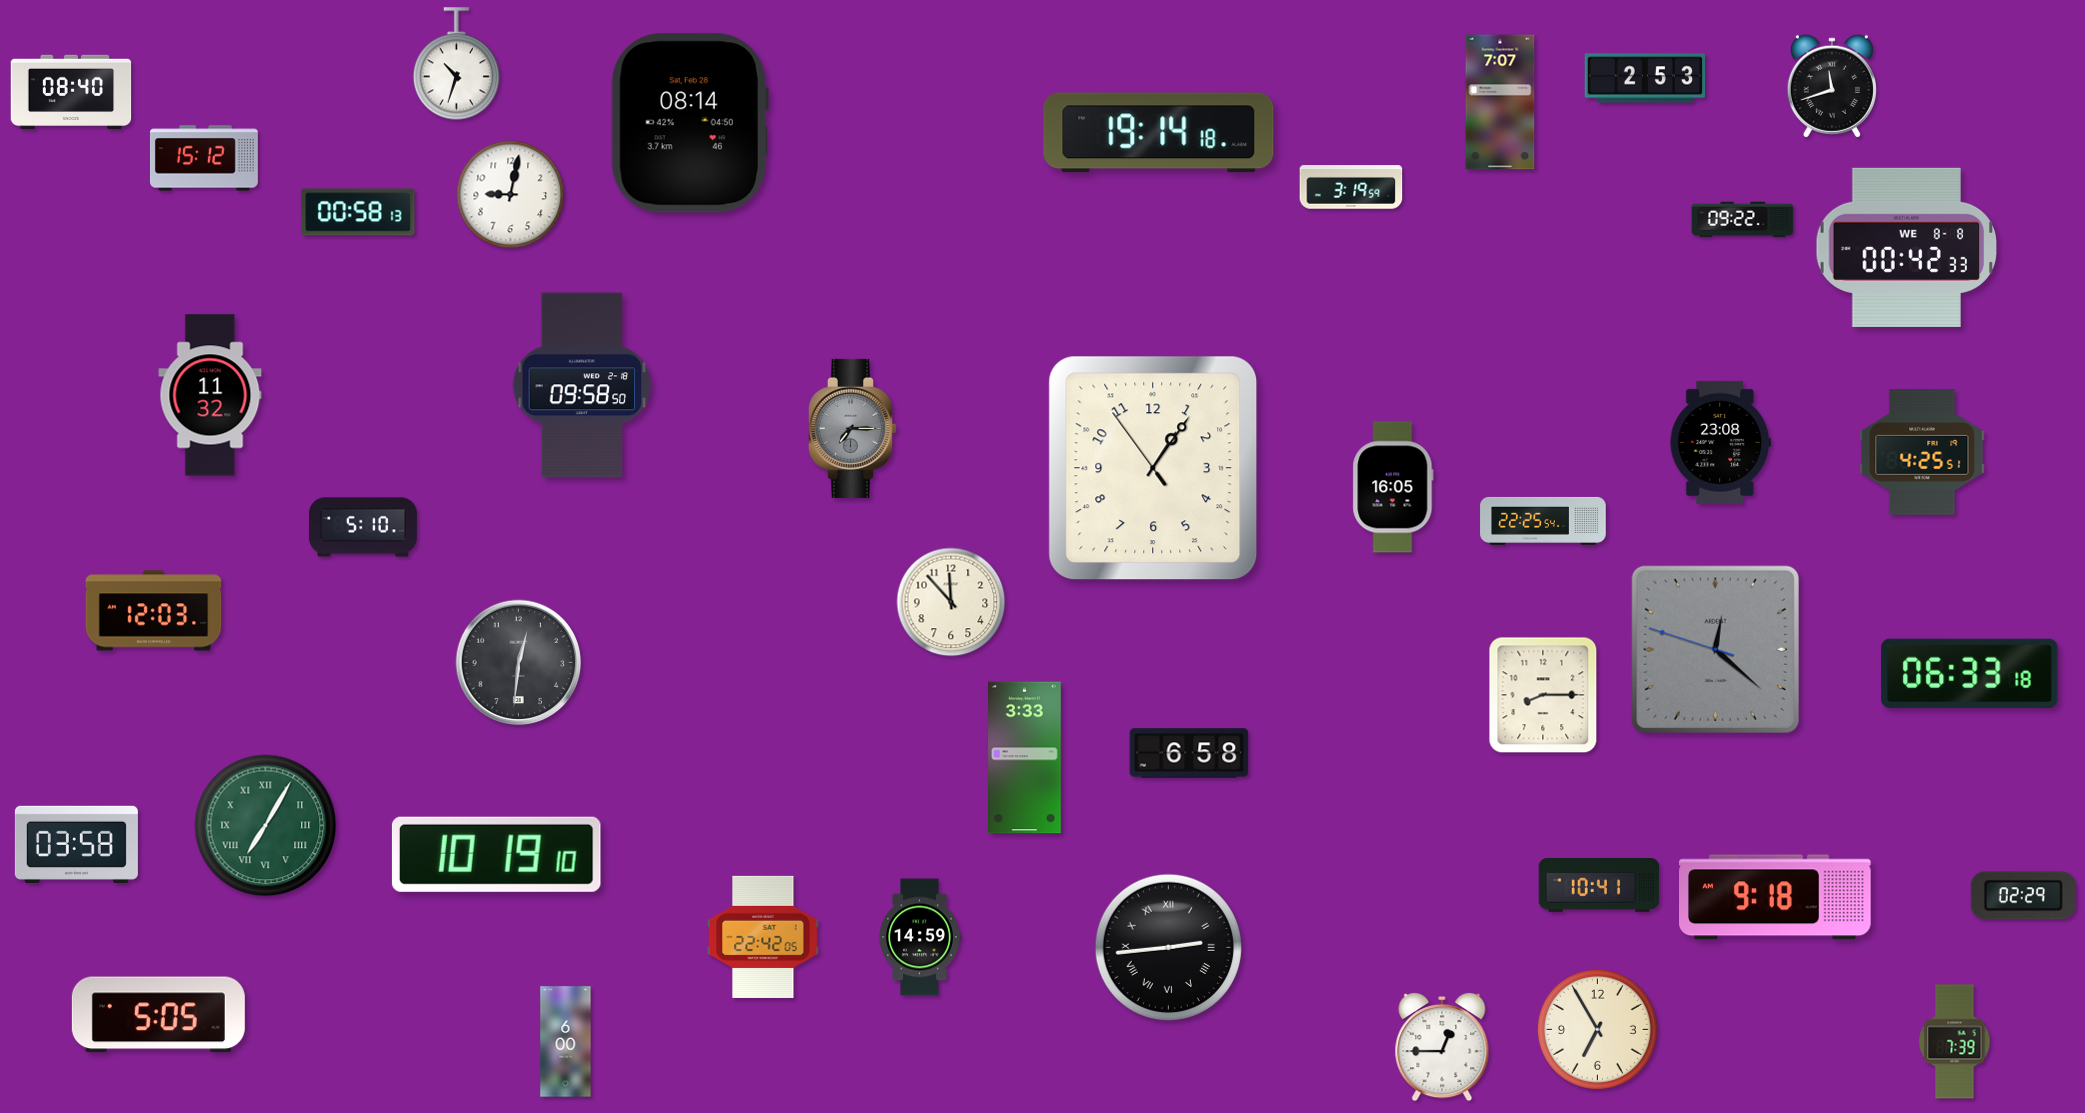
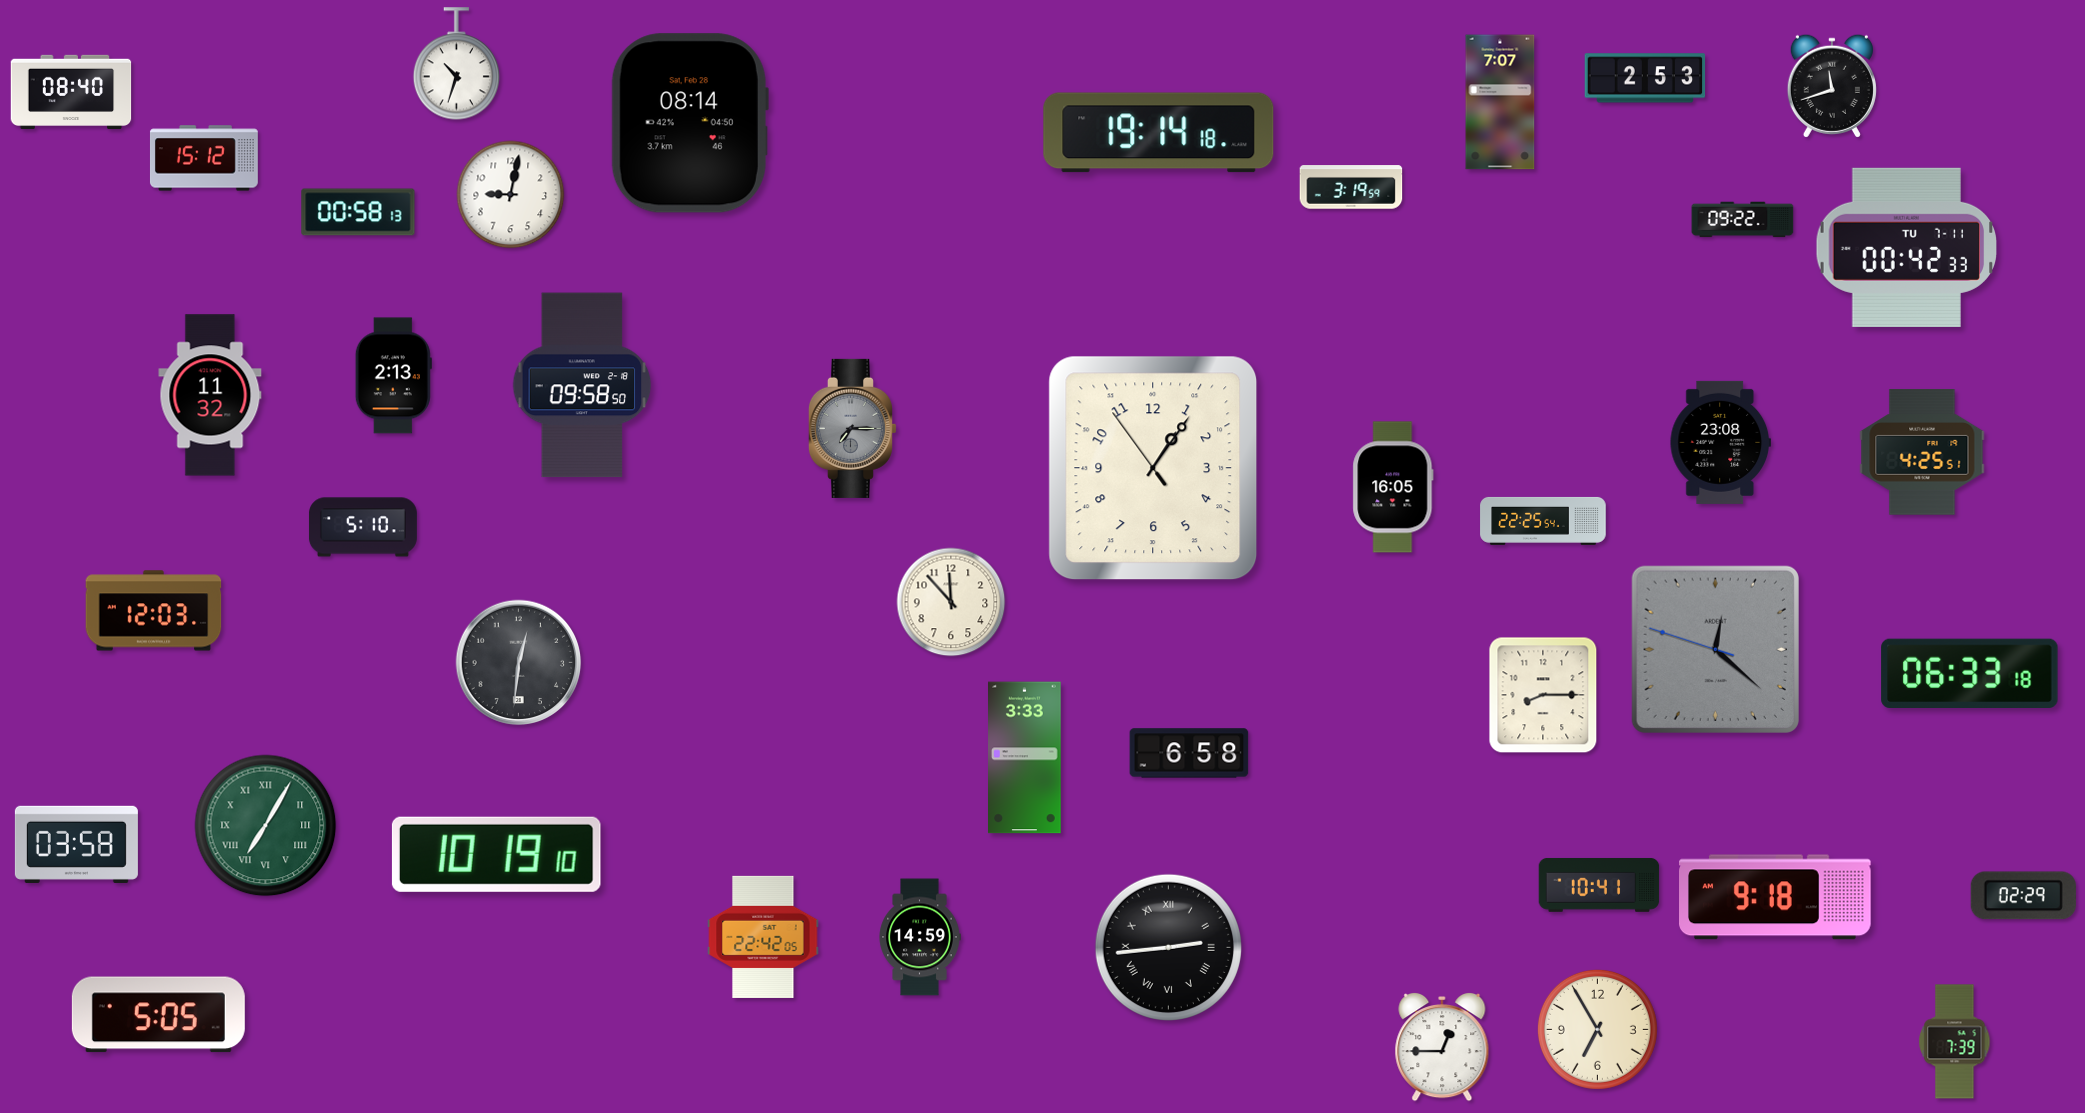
clock at (1907, 247) date: WE 8-8 -> TU 7-11
clock at (393, 376): none -> 2:13
clock at (566, 1042): 6:00 -> none
